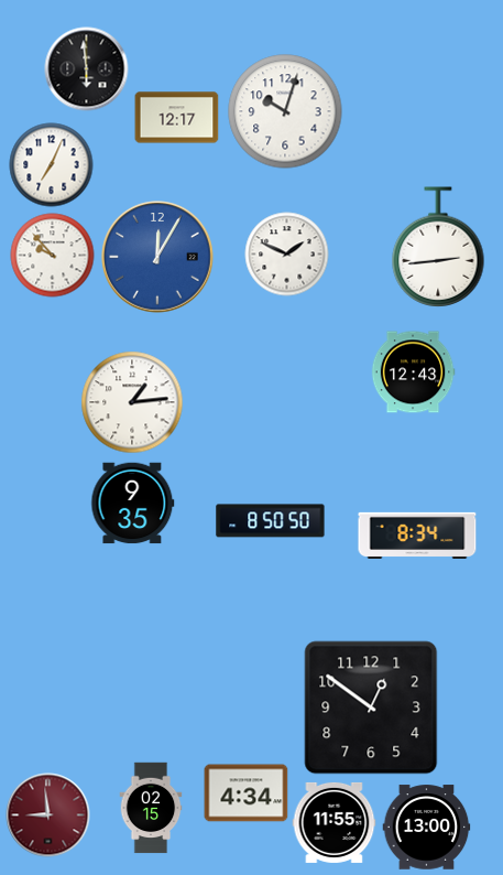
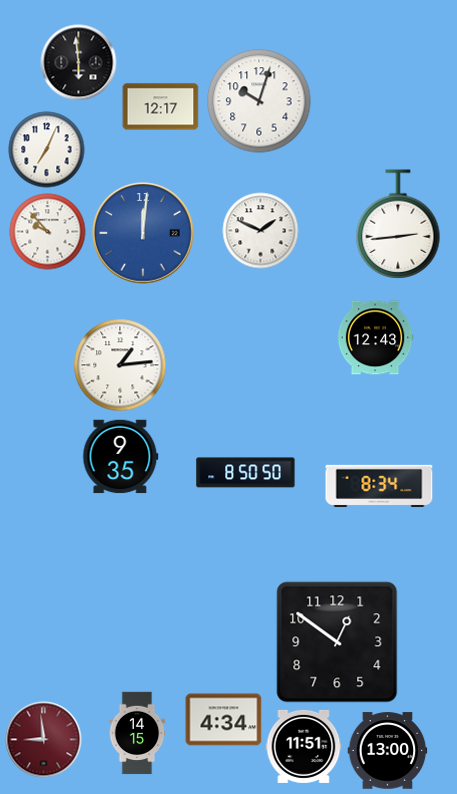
clock at (157, 257): 12:05 -> 12:01
clock at (151, 808): 02:15 -> 14:15
clock at (335, 822): 11:55 -> 11:51
